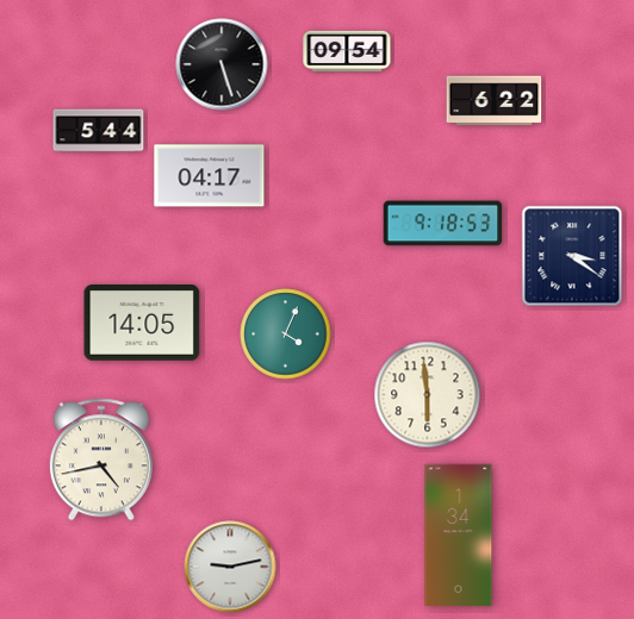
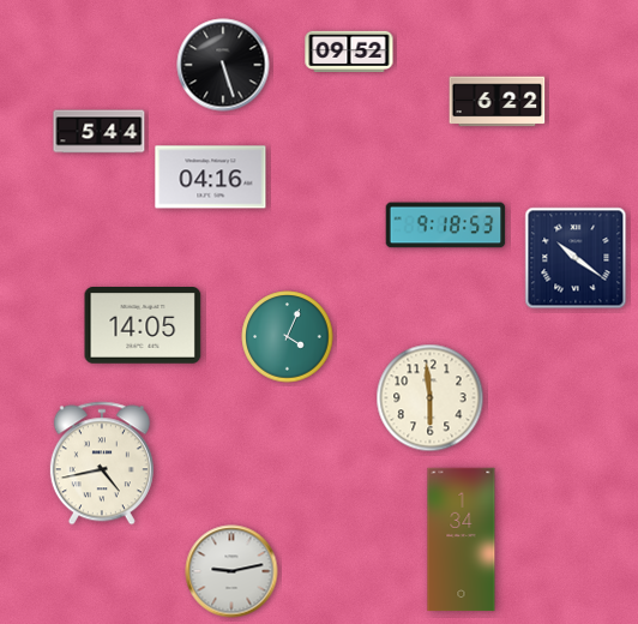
clock at (347, 50): 09:54 -> 09:52
clock at (210, 176): 04:17 -> 04:16
clock at (572, 256): 3:21 -> 10:21
